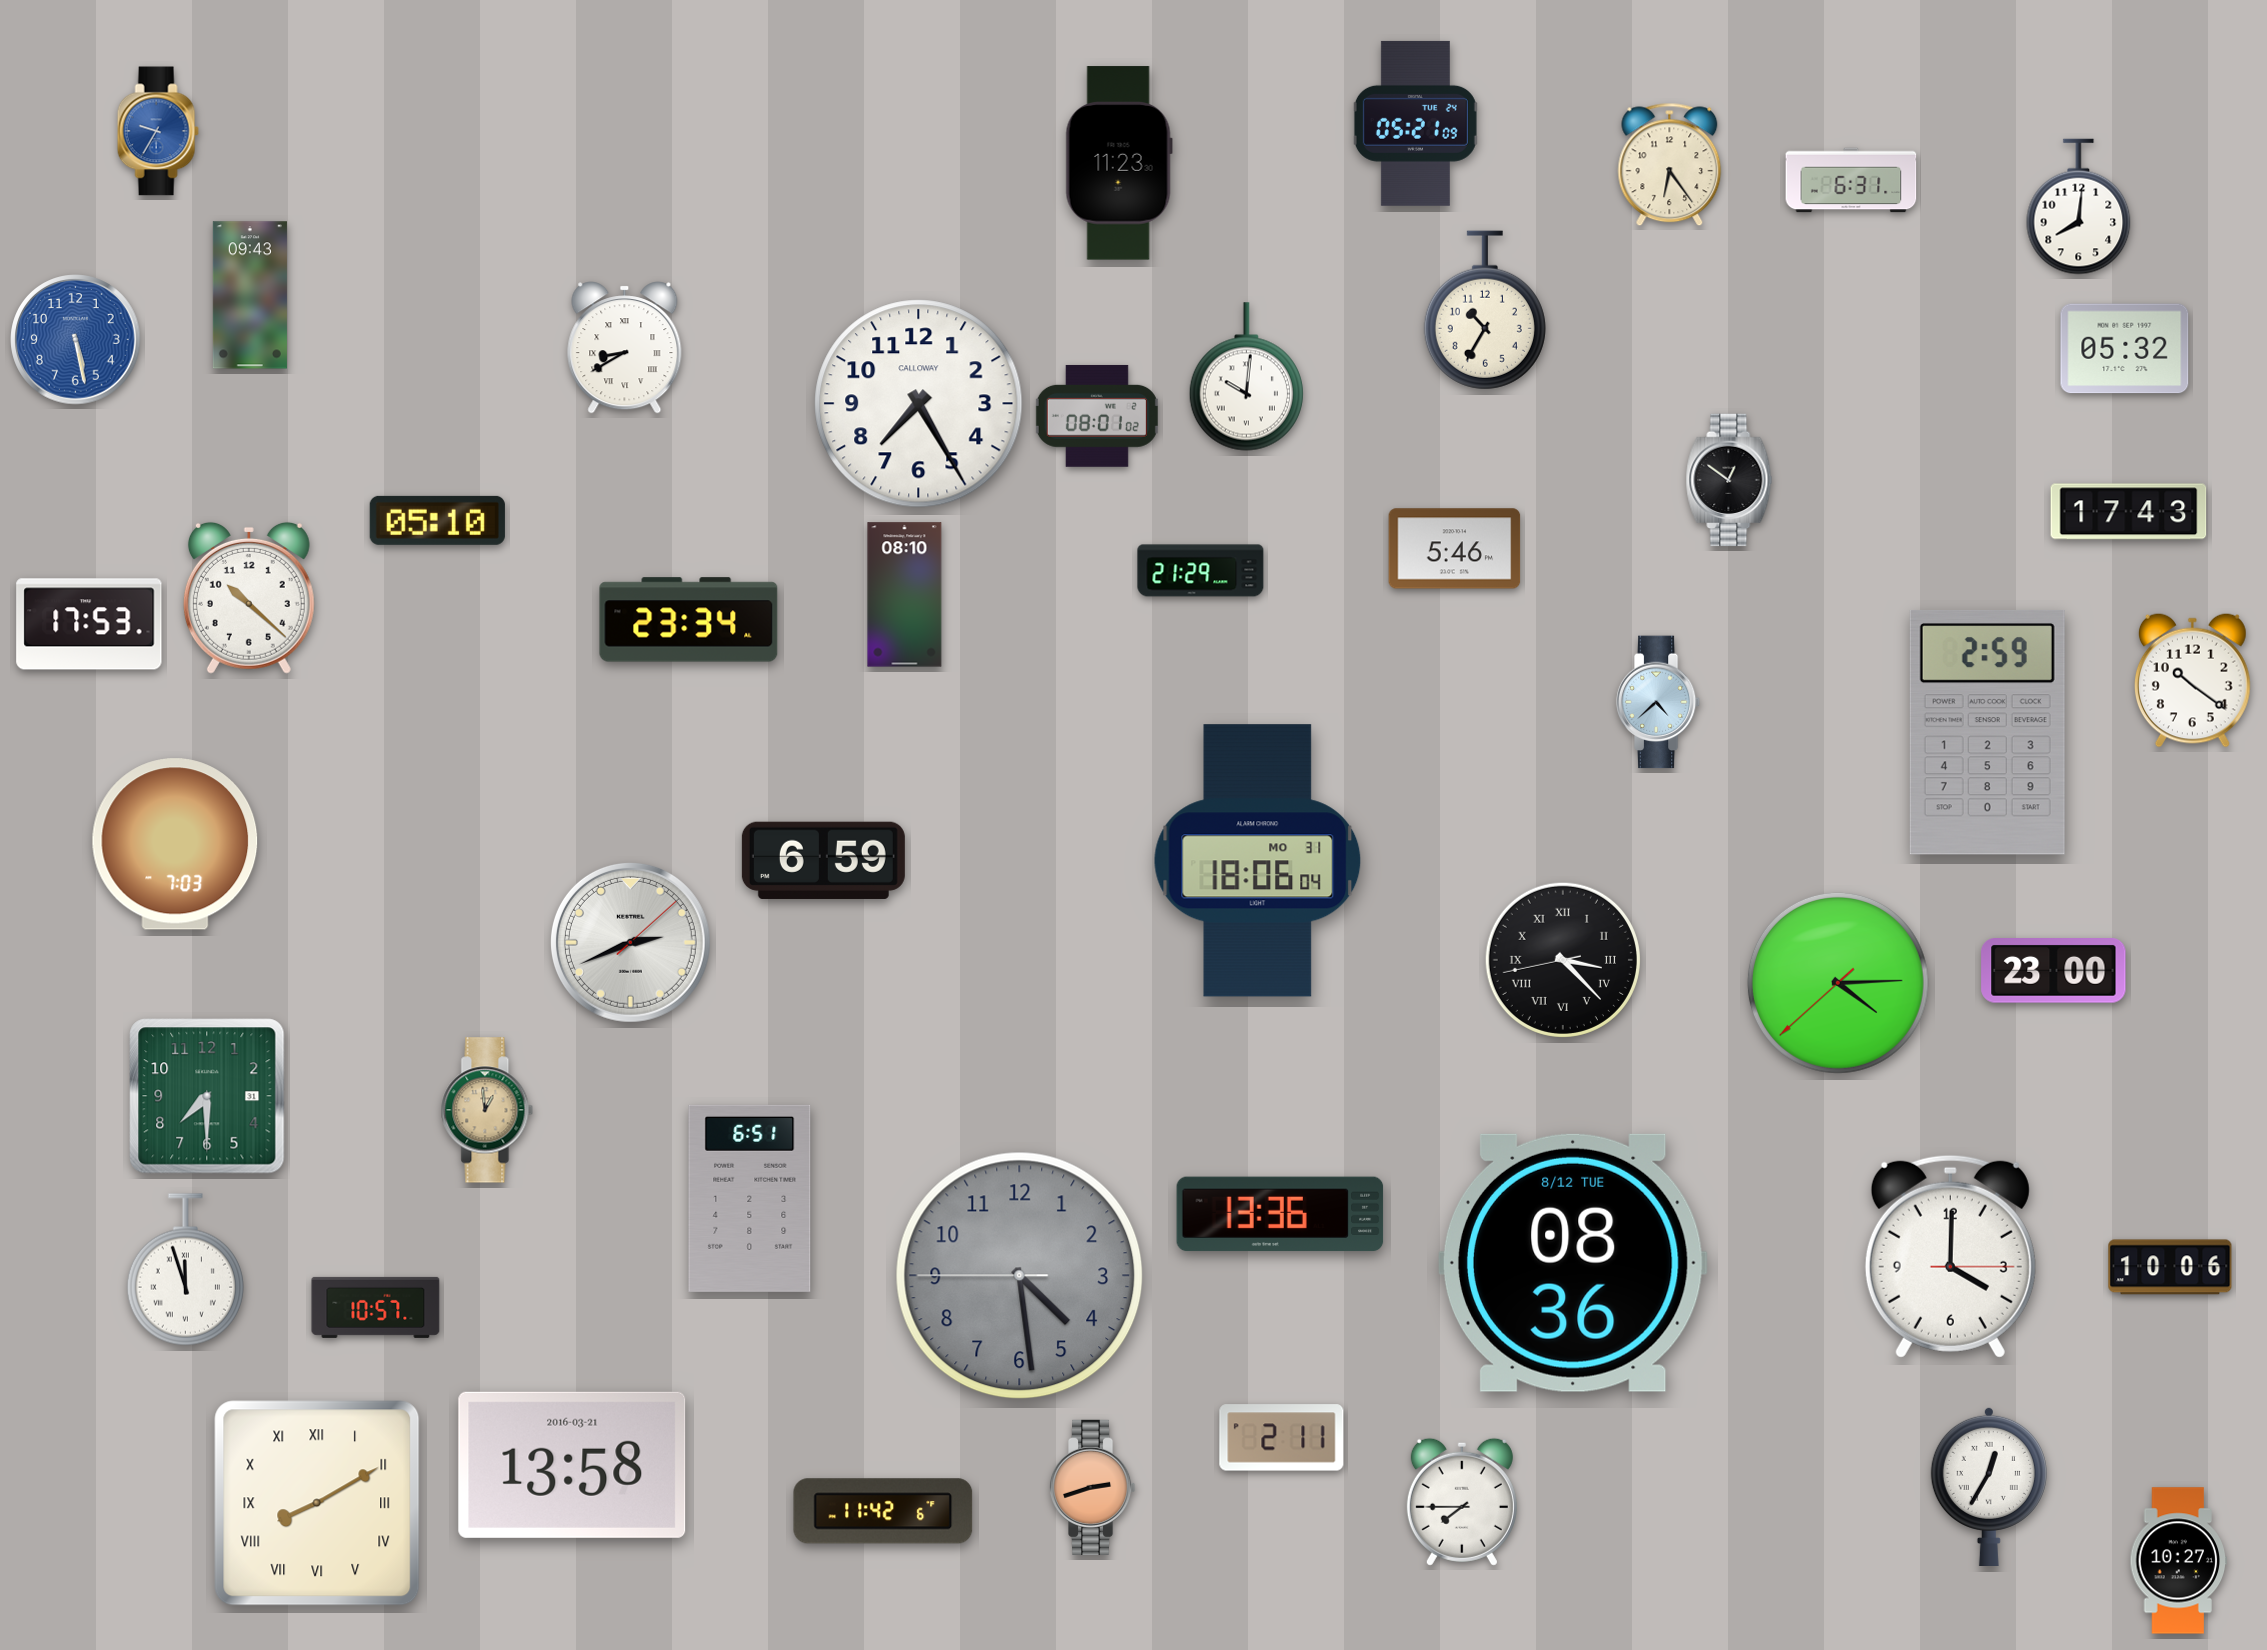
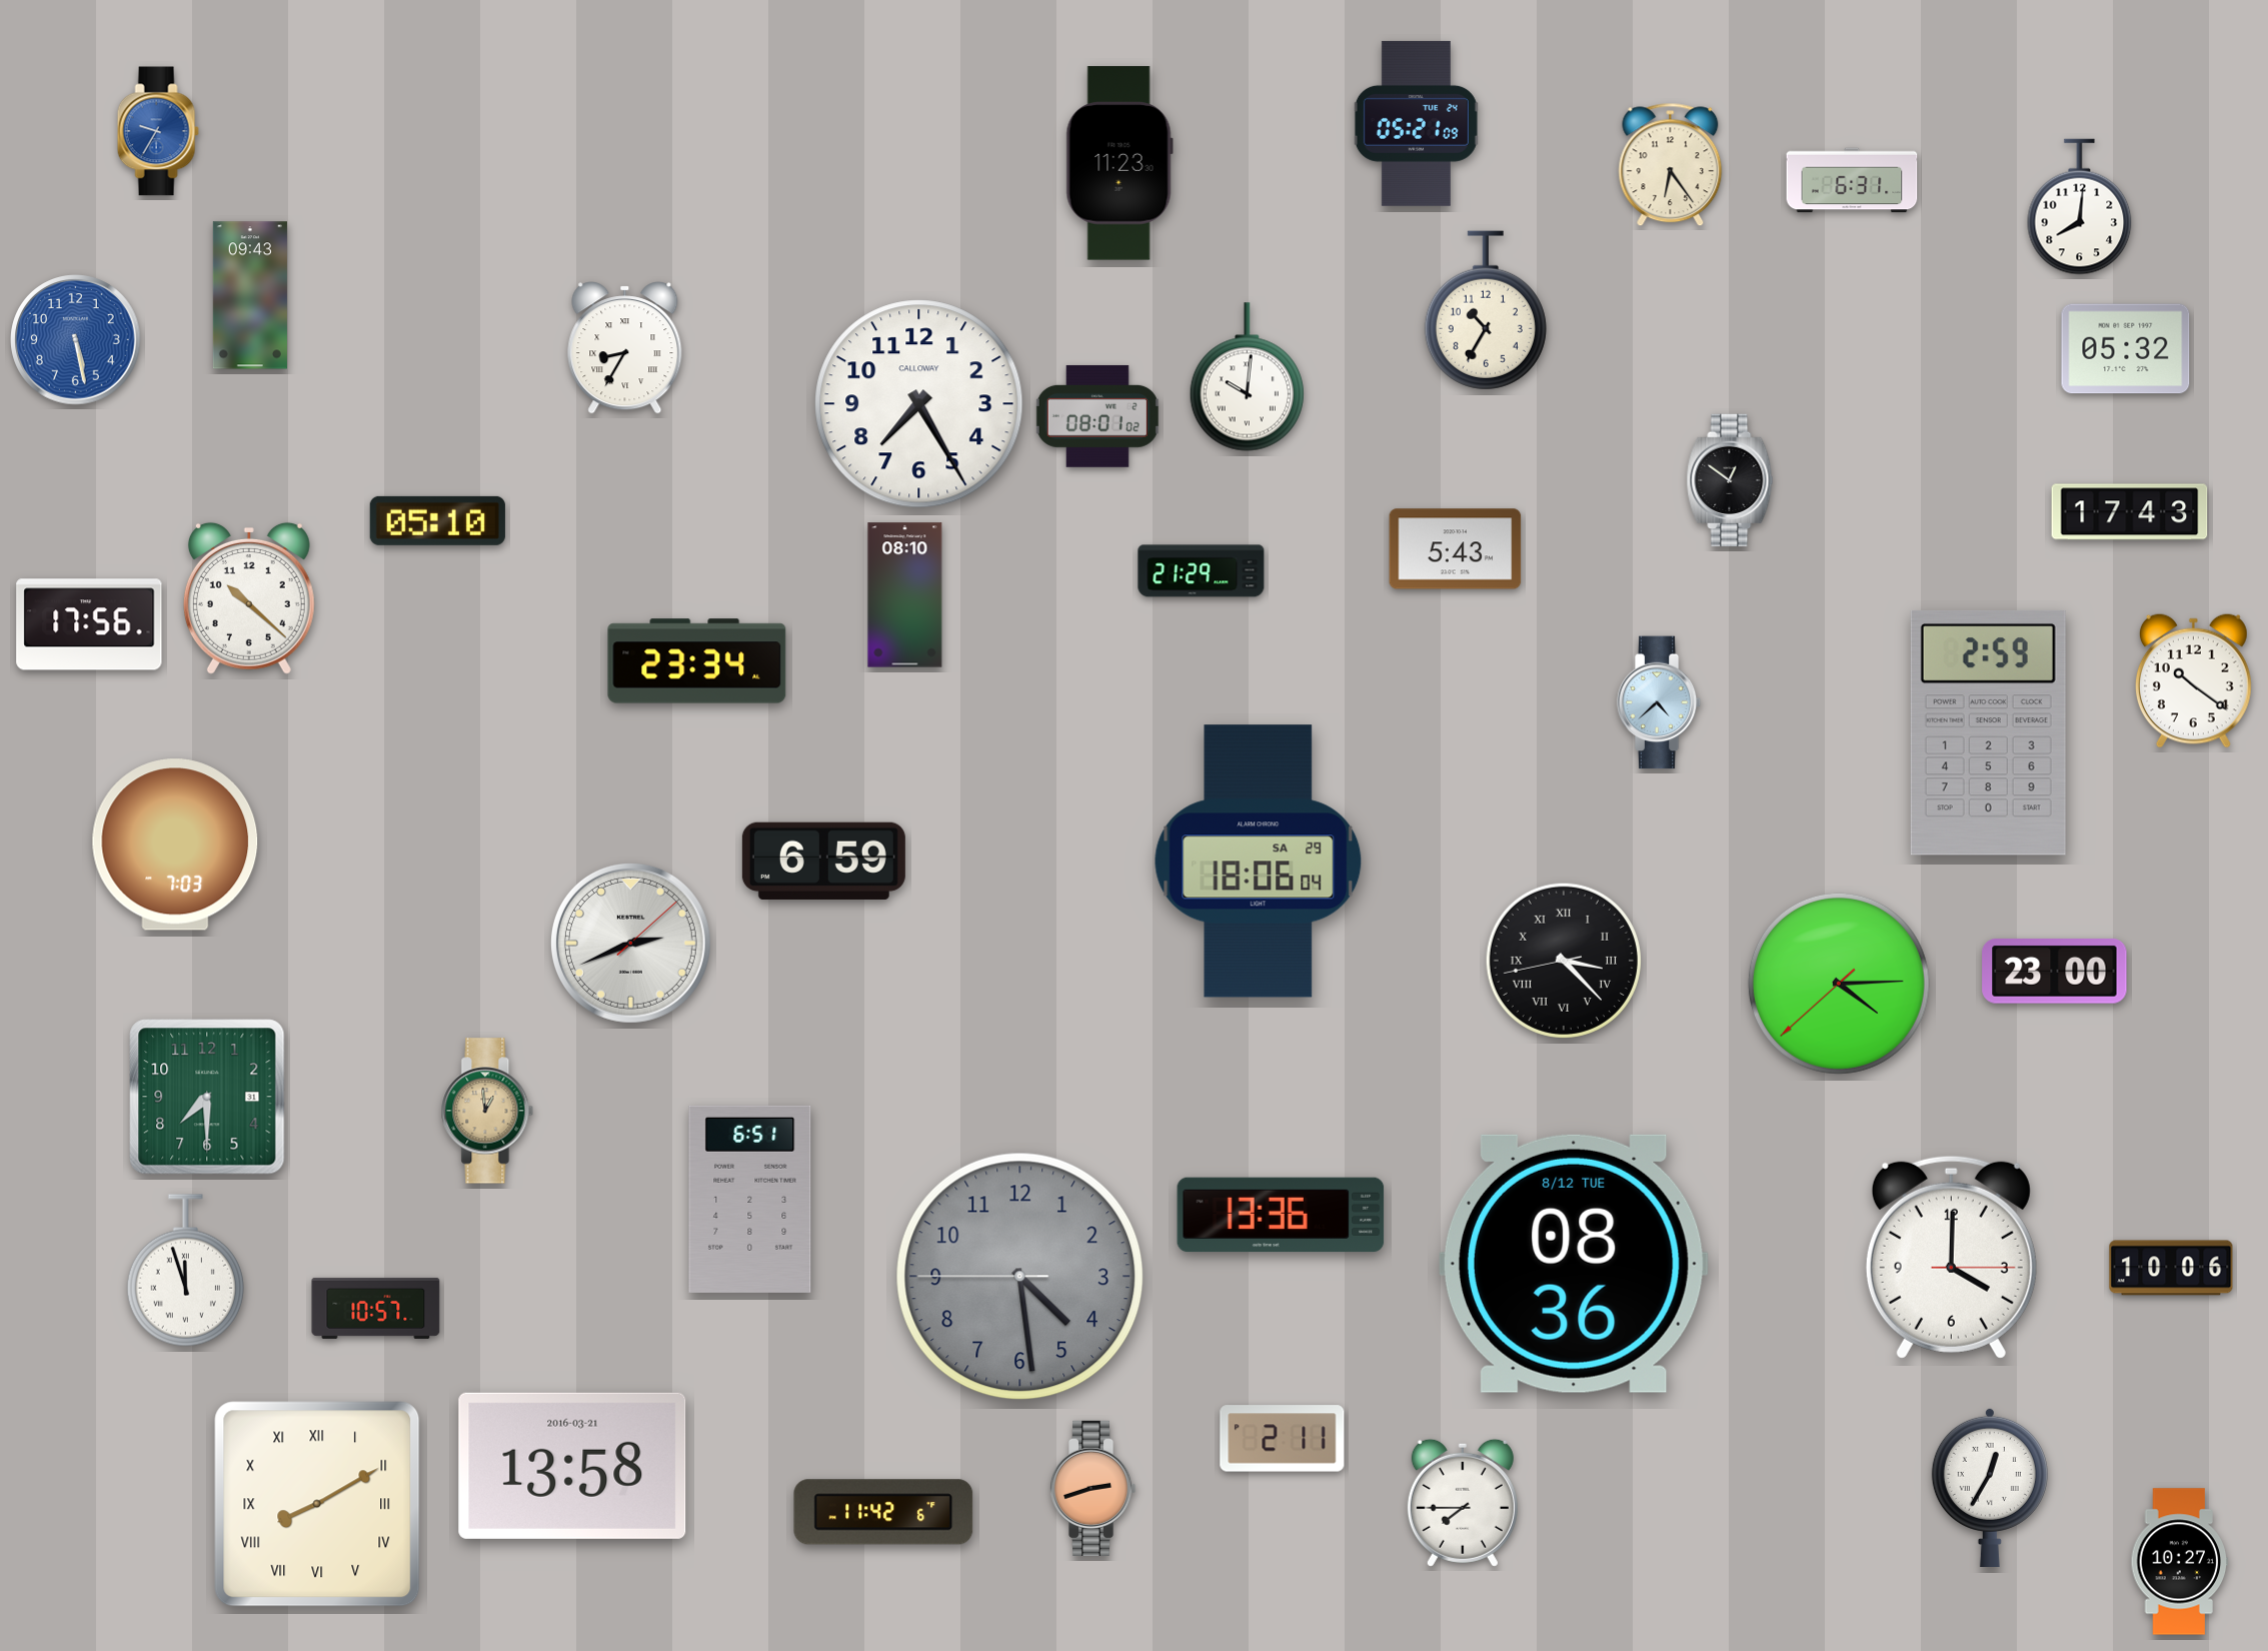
clock at (625, 348): 8:40 -> 8:35
clock at (1455, 549): 5:46 -> 5:43
clock at (689, 620) position: (689, 620) -> (697, 661)
clock at (89, 624): 17:53 -> 17:56
clock at (1258, 861) date: MO 31 -> SA 29
